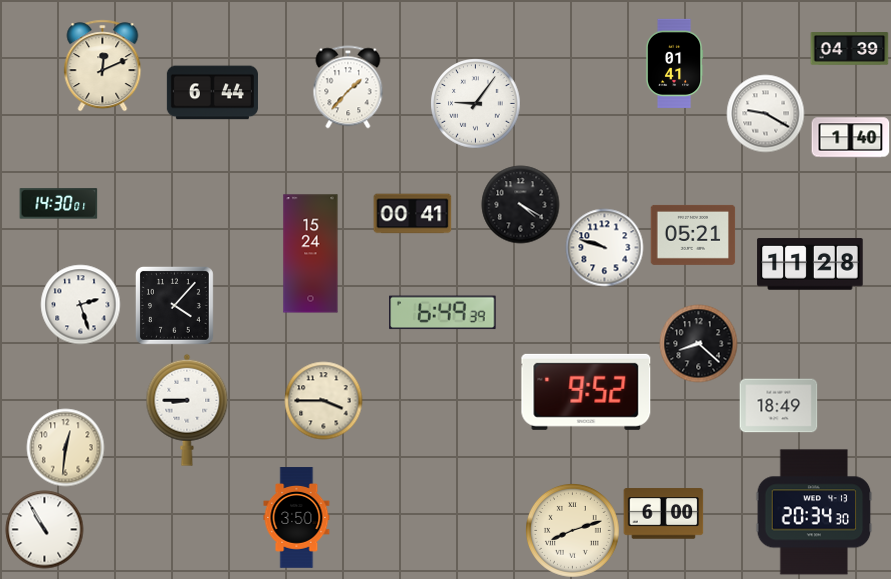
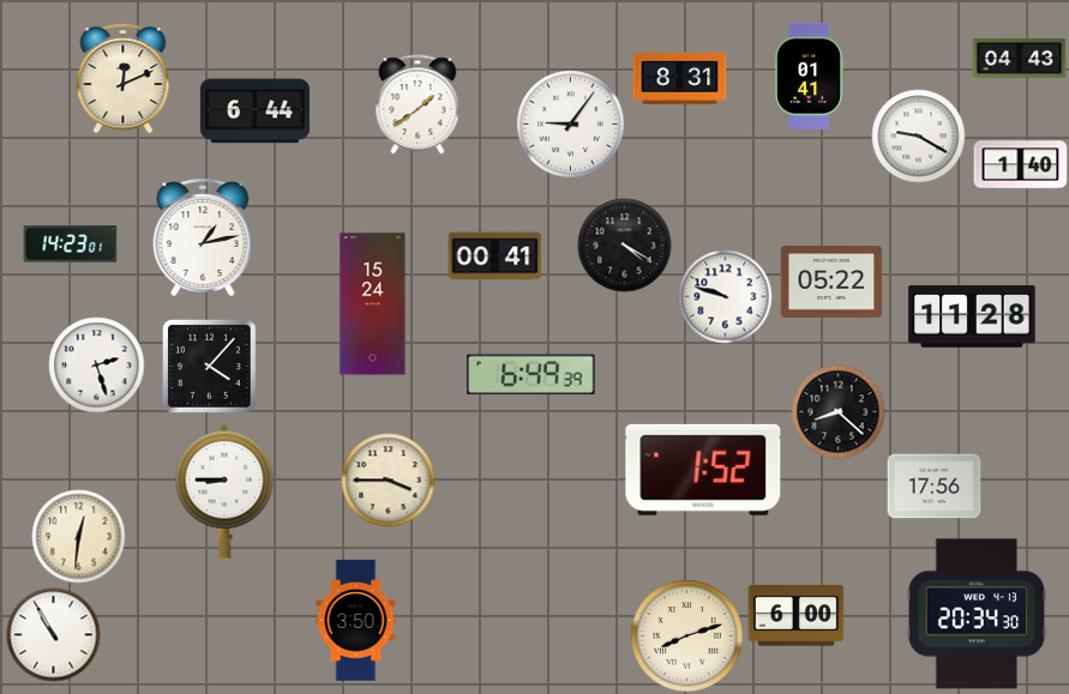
clock at (849, 49): 04:39 -> 04:43
clock at (679, 78): none -> 8:31
clock at (348, 87): 1:37 -> 1:39
clock at (203, 237): none -> 1:13
clock at (58, 204): 14:30 -> 14:23
clock at (693, 235): 05:21 -> 05:22
clock at (586, 392): 9:52 -> 1:52
clock at (778, 406): 18:49 -> 17:56
